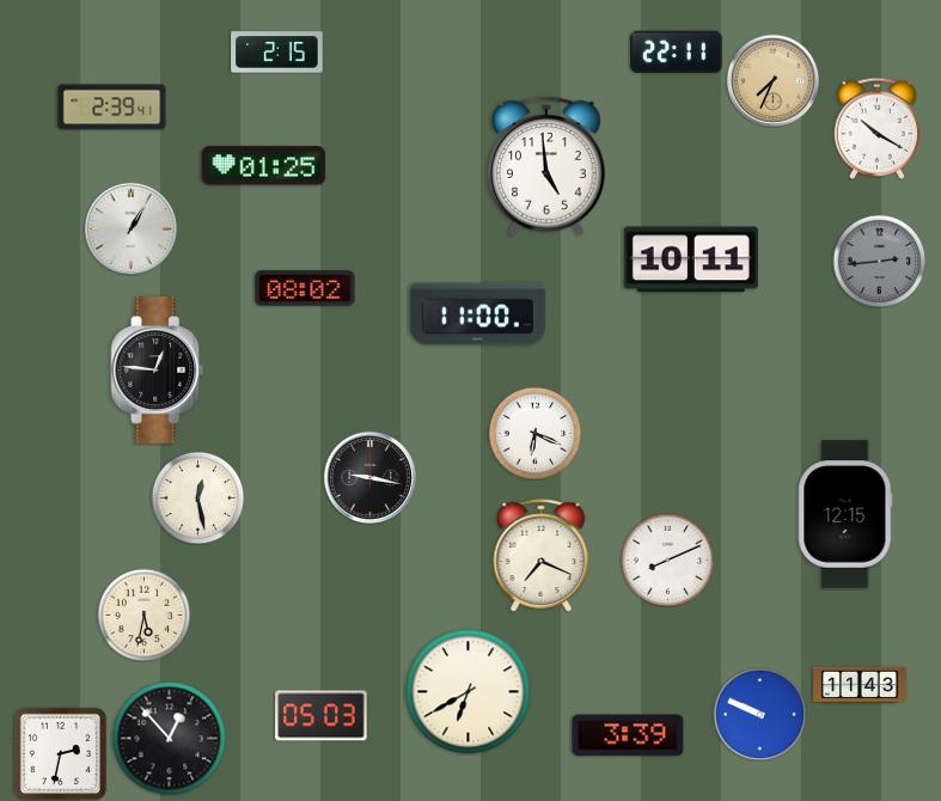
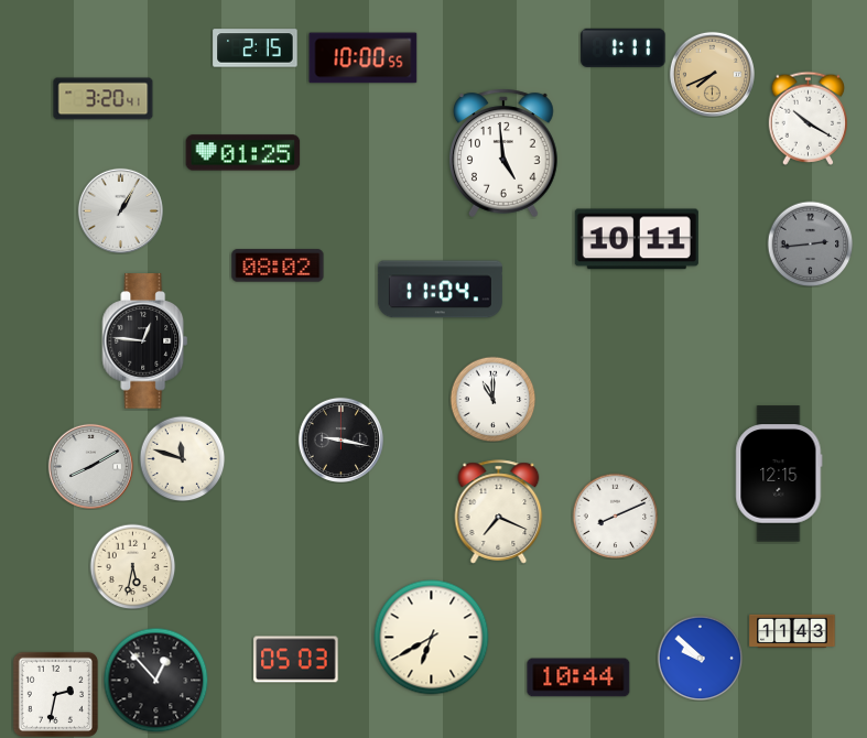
clock at (677, 51): 22:11 -> 1:11
clock at (364, 58): none -> 10:00
clock at (772, 80): 7:34 -> 7:41
clock at (112, 108): 2:39 -> 3:20
clock at (879, 261) position: (879, 261) -> (810, 243)
clock at (305, 288) position: (305, 288) -> (278, 265)
clock at (477, 314): 11:00 -> 11:04
clock at (534, 433): 6:19 -> 11:00
clock at (197, 497): 12:28 -> 11:48
clock at (90, 466): none -> 8:10
clock at (759, 714): 9:49 -> 9:52
clock at (628, 735): 3:39 -> 10:44
